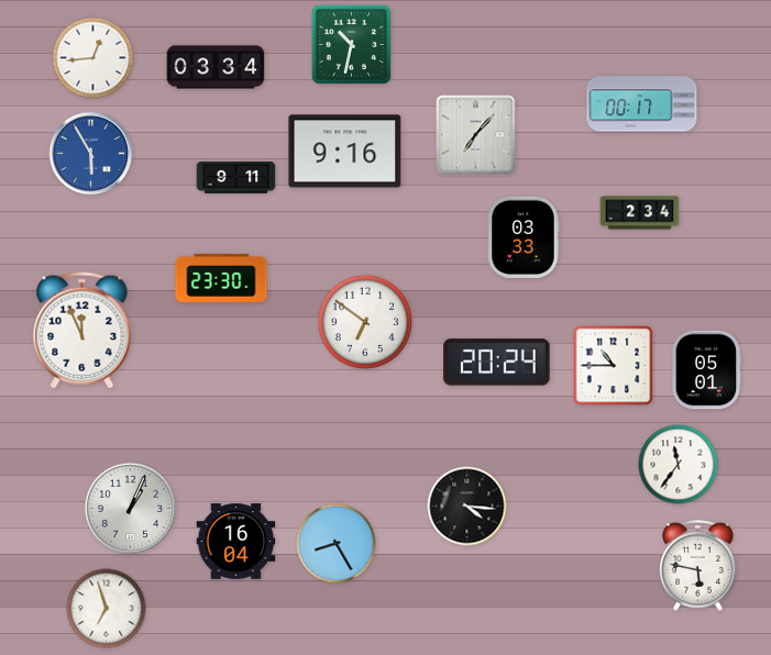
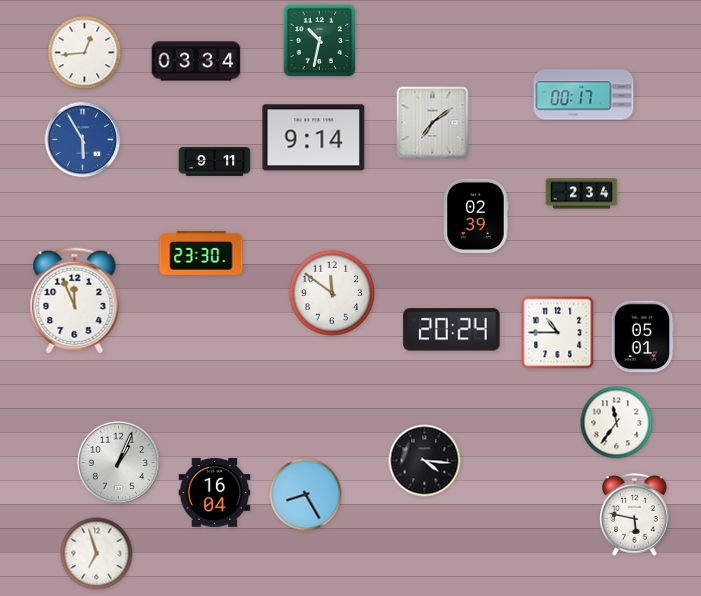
clock at (476, 135): 7:07 -> 7:09
clock at (345, 152): 9:16 -> 9:14
clock at (524, 236): 03:33 -> 02:39
clock at (364, 321): 6:51 -> 11:51
